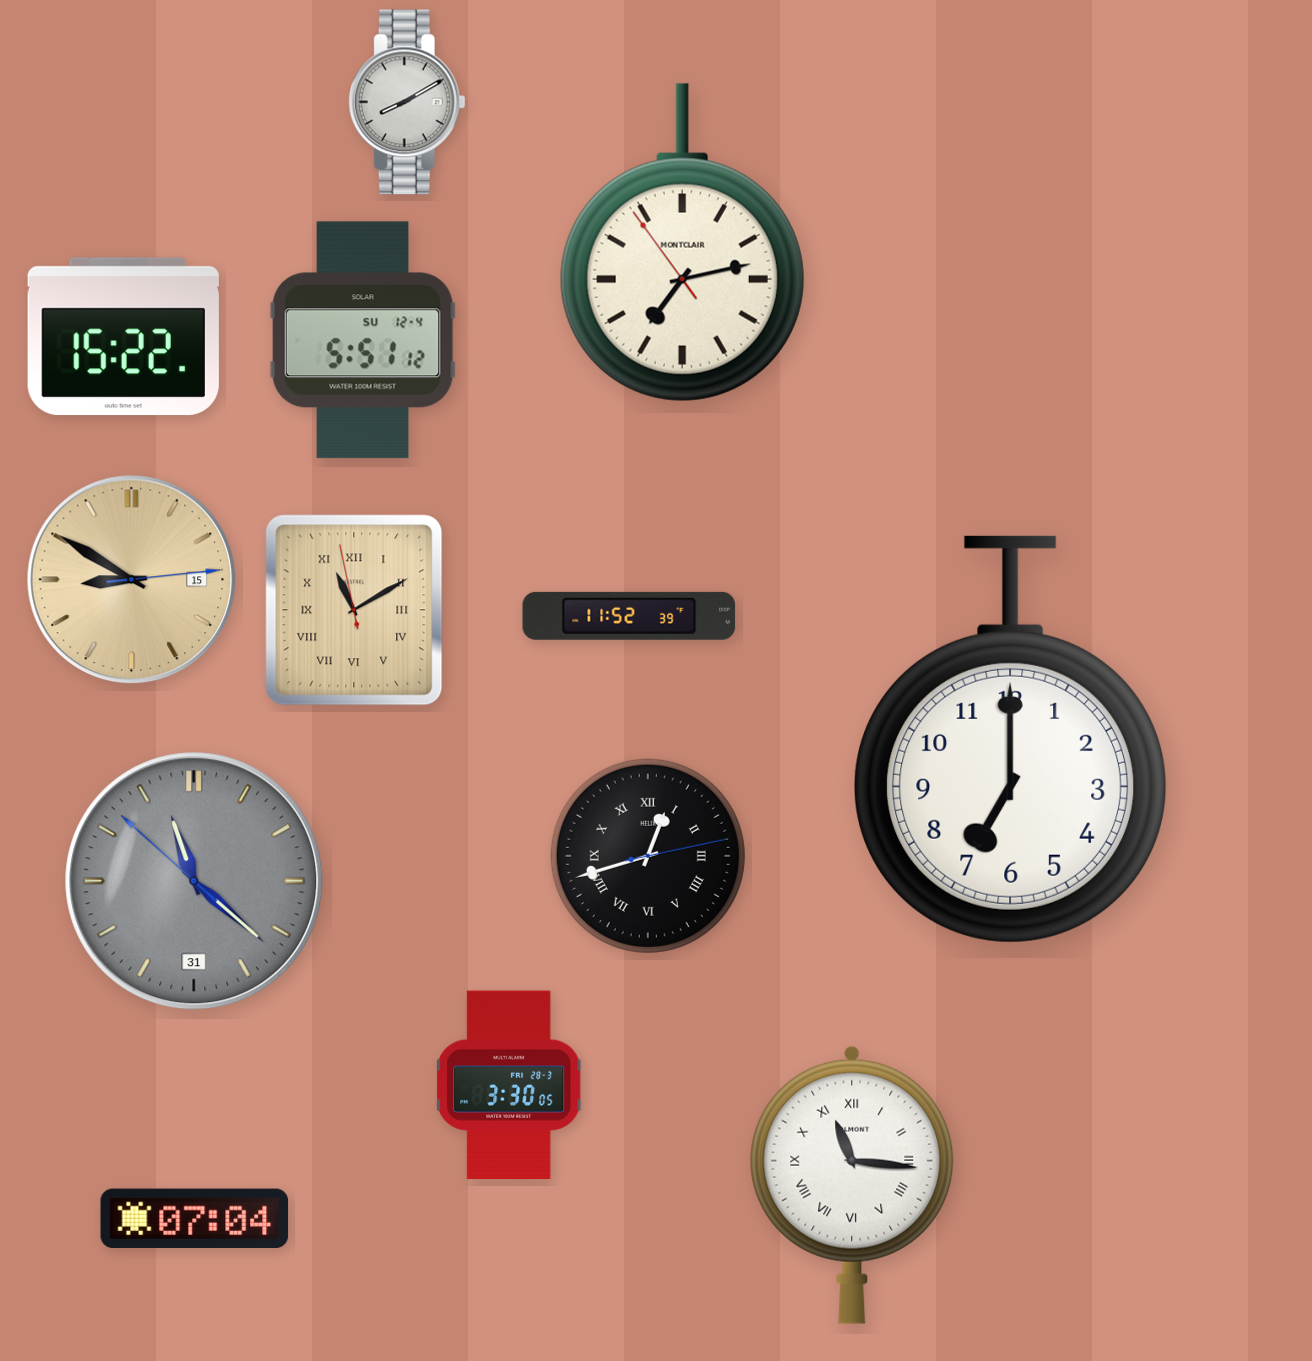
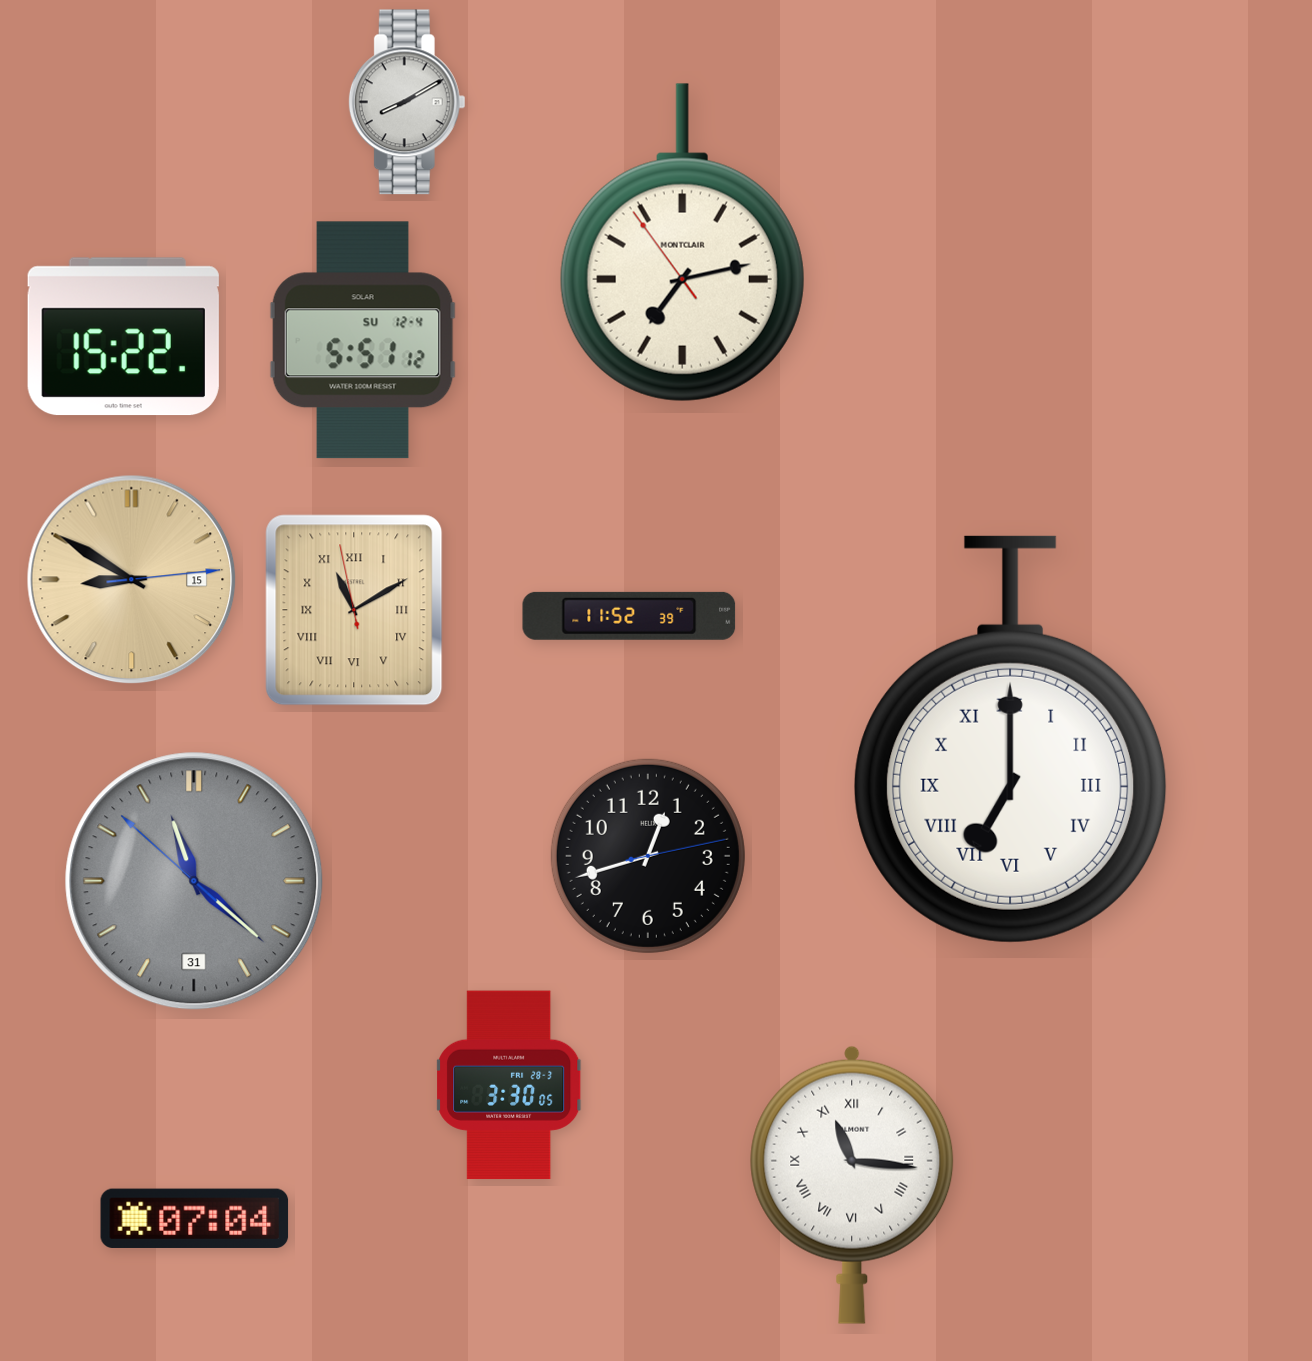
clock at (1011, 739) numerals: Arabic -> Roman
clock at (648, 856) numerals: Roman -> Arabic
